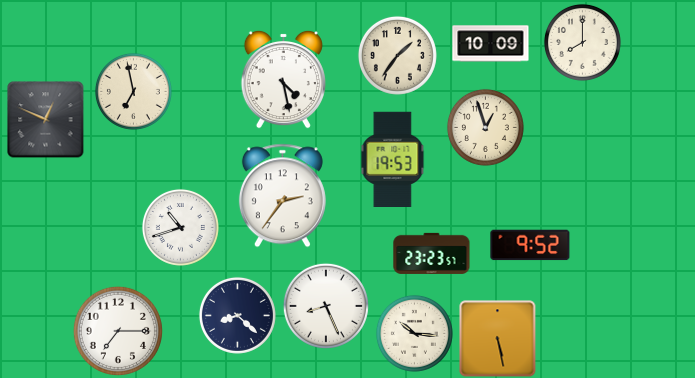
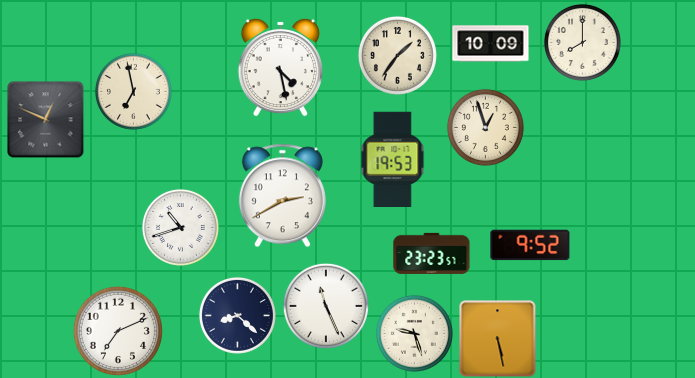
clock at (283, 79) position: (283, 79) -> (280, 67)
clock at (282, 196): 2:36 -> 2:40
clock at (326, 306): 8:26 -> 11:26
clock at (118, 331): 7:15 -> 7:11
clock at (414, 333): 10:16 -> 9:27
